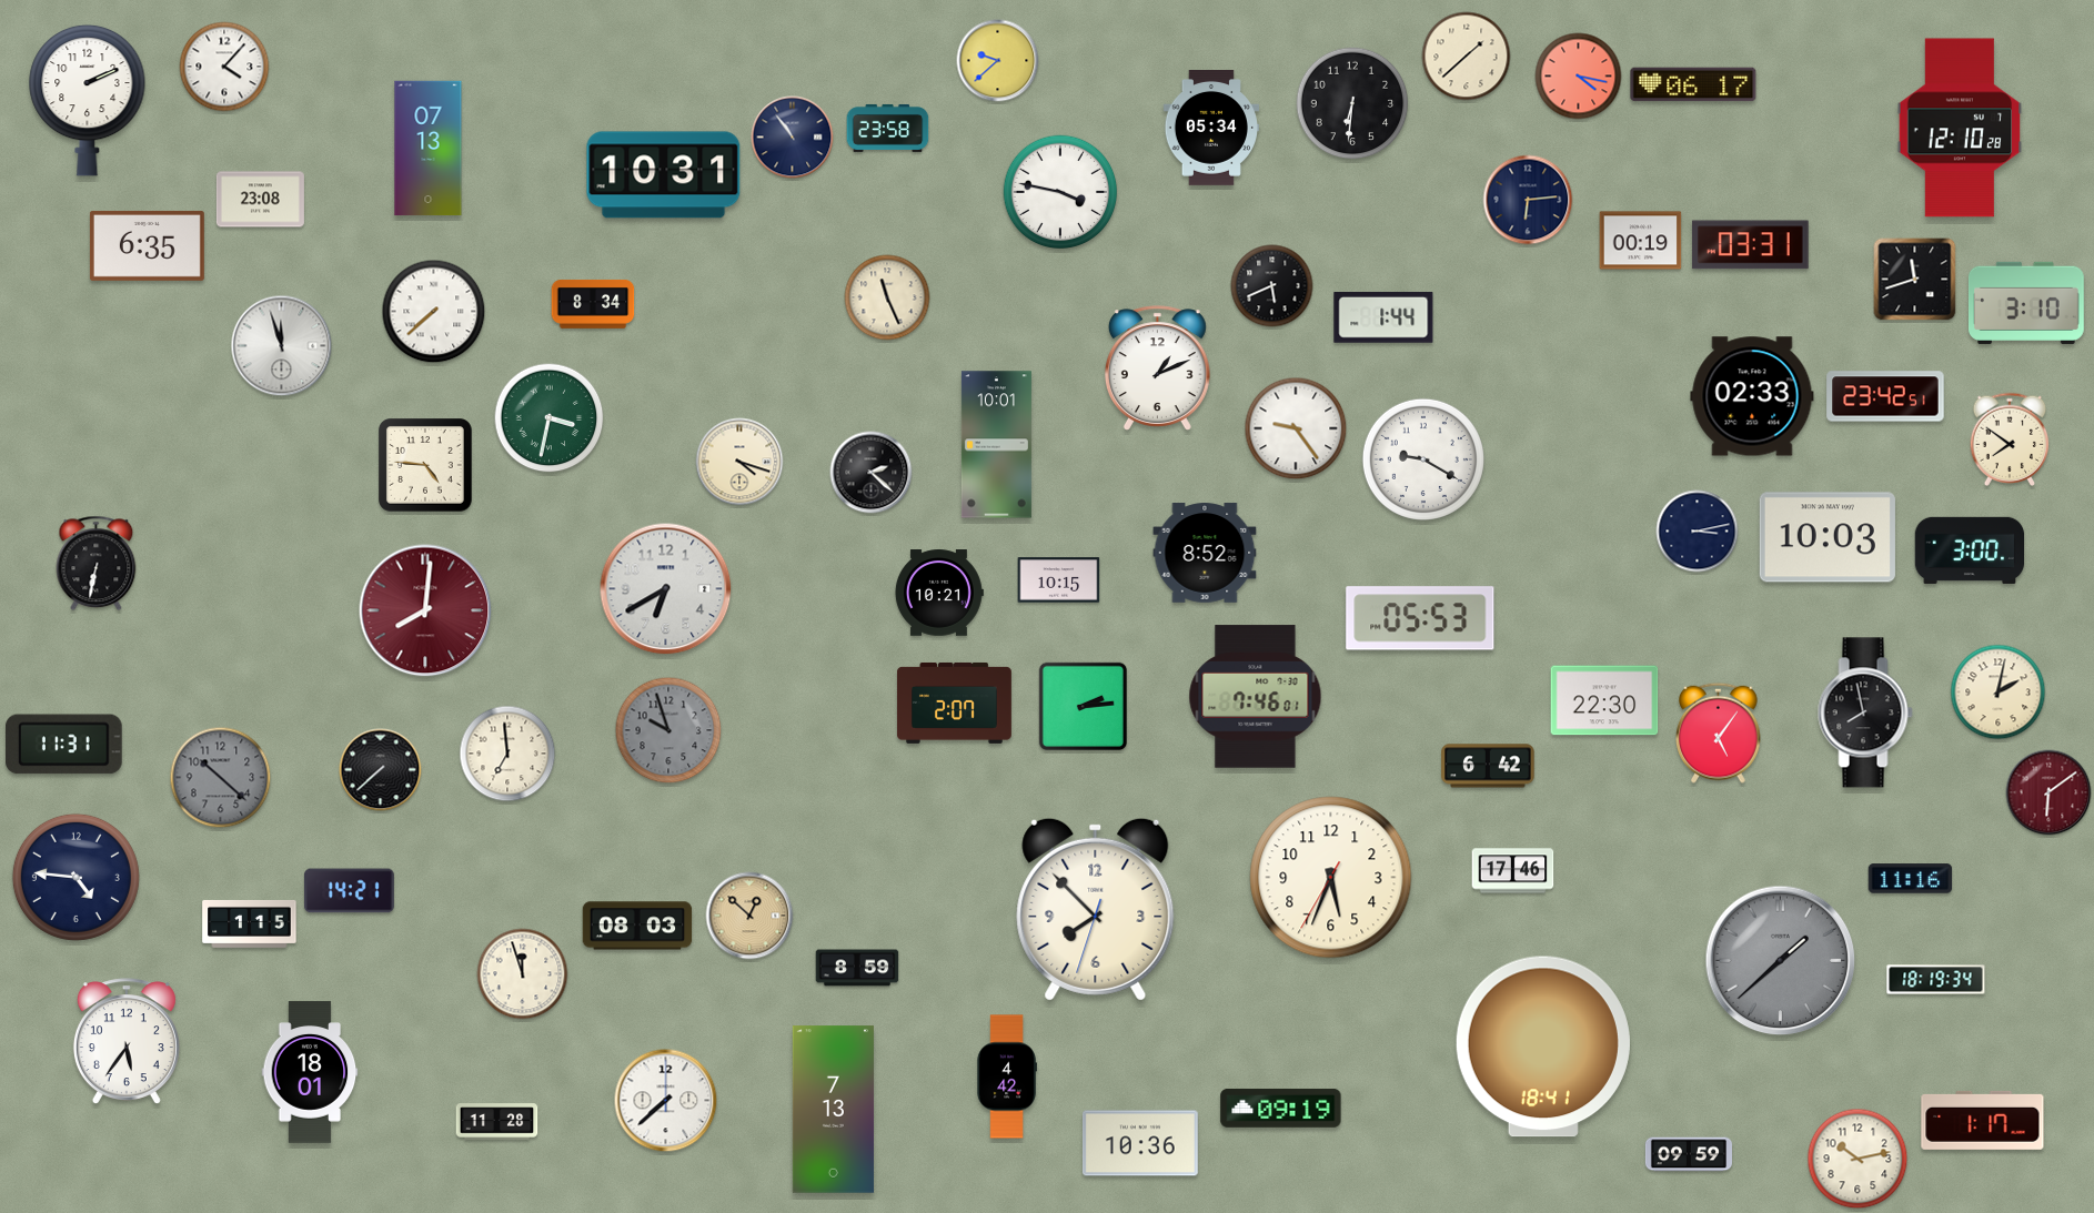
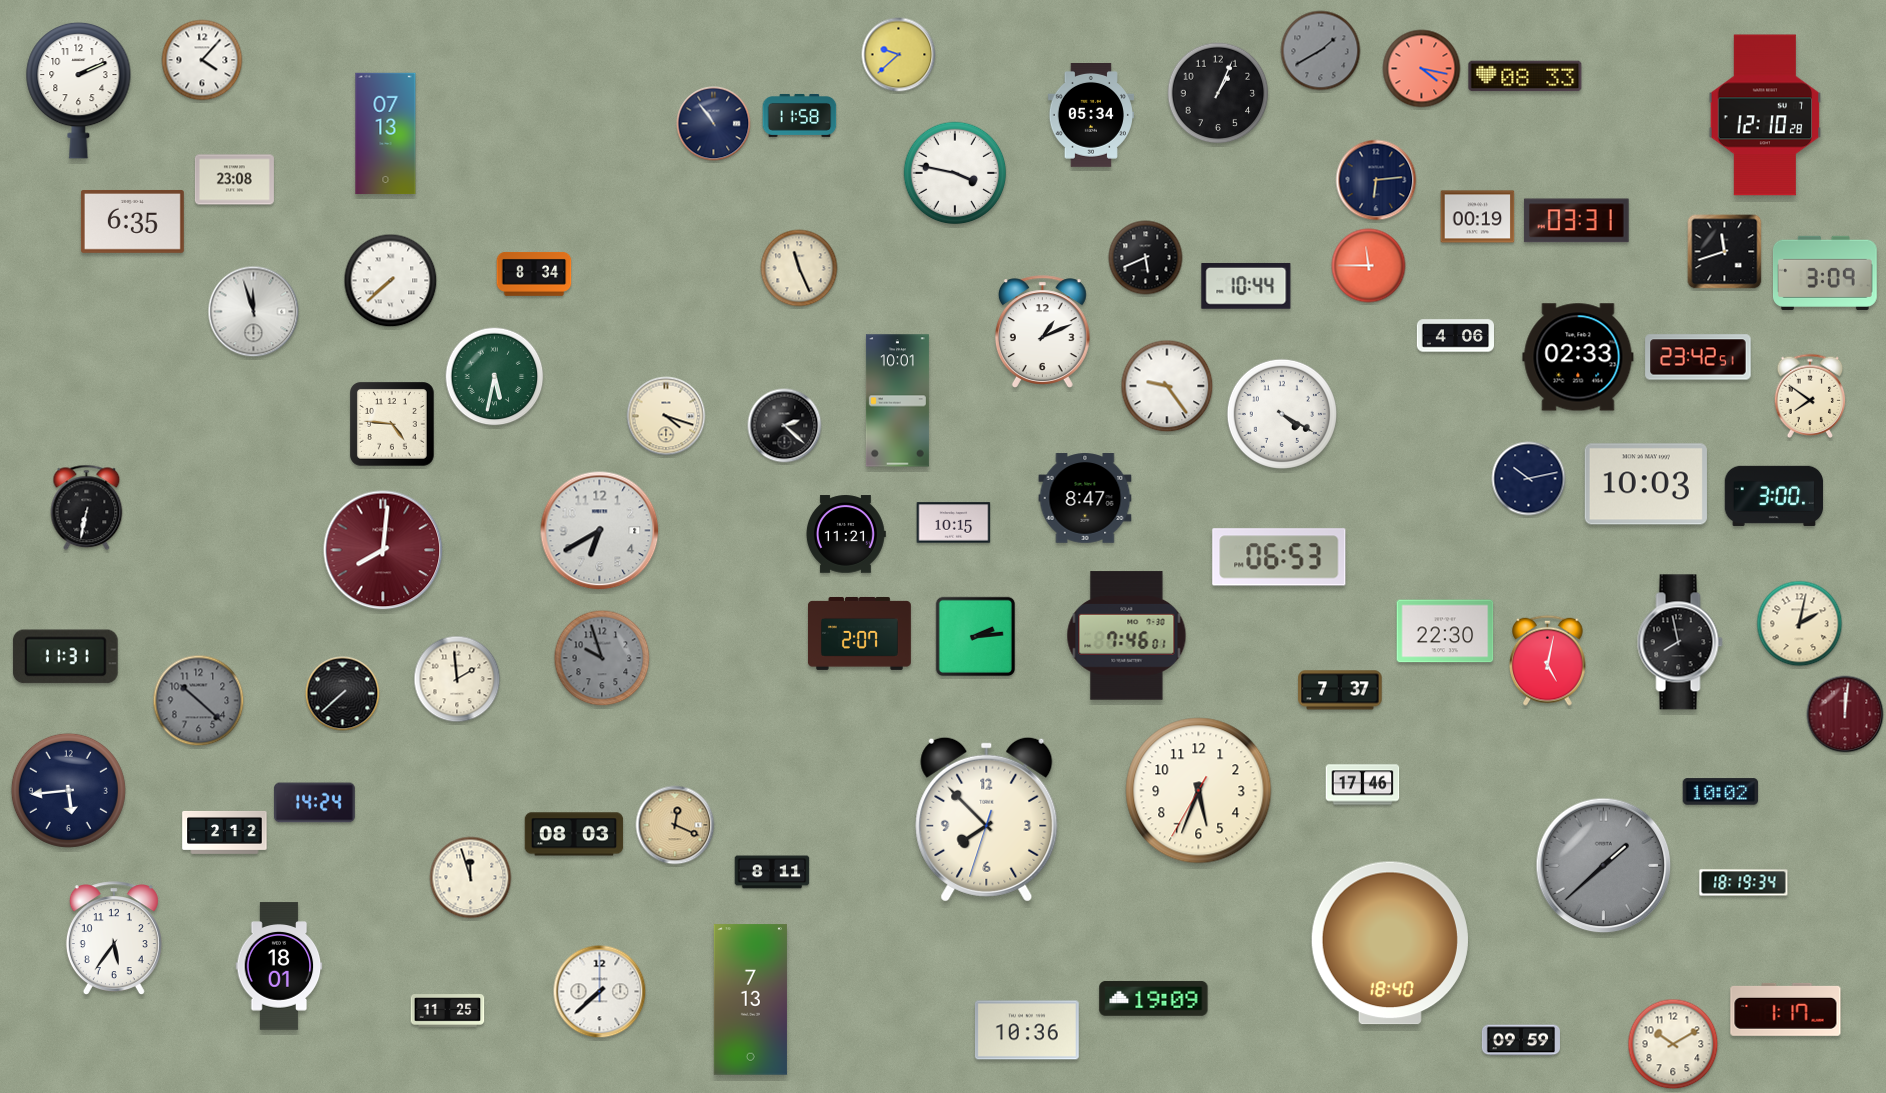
clock at (1467, 57): 1:38 -> 1:40
clock at (1467, 57) dial: cream -> grey
clock at (1693, 84): 06:17 -> 08:33
clock at (1352, 103): 6:31 -> 1:04
clock at (888, 128): 23:58 -> 11:58
clock at (664, 175): 10:31 -> none
clock at (1369, 266): none -> 11:45
clock at (2026, 303): 3:10 -> 3:09
clock at (1383, 317): 1:44 -> 10:44
clock at (1455, 336): none -> 4:06
clock at (550, 418): 3:32 -> 5:32
clock at (1423, 459): 9:20 -> 4:20
clock at (426, 466) position: (426, 466) -> (393, 425)
clock at (1698, 532): 3:13 -> 10:13
clock at (1205, 553): 8:52 -> 8:47
clock at (938, 593): 10:21 -> 11:21
clock at (1420, 618): 05:53 -> 06:53
clock at (1256, 697) position: (1256, 697) -> (1127, 636)
clock at (1719, 732): 5:06 -> 5:02
clock at (63, 745) position: (63, 745) -> (65, 657)
clock at (507, 754): 6:59 -> 1:59
clock at (1488, 766): 6:42 -> 7:37
clock at (2048, 792): 6:09 -> 12:01
clock at (75, 877): 4:46 -> 5:44
clock at (1911, 879): 11:16 -> 10:02
clock at (349, 891): 14:21 -> 14:24
clock at (749, 916): 12:52 -> 12:19
clock at (250, 923): 1:15 -> 2:12
clock at (857, 968): 8:59 -> 8:11
clock at (1543, 1047): 18:41 -> 18:40
clock at (1007, 1076): 4:42 -> none
clock at (1281, 1108): 09:19 -> 19:09
clock at (497, 1122): 11:28 -> 11:25
clock at (1858, 1159): 10:13 -> 10:10
